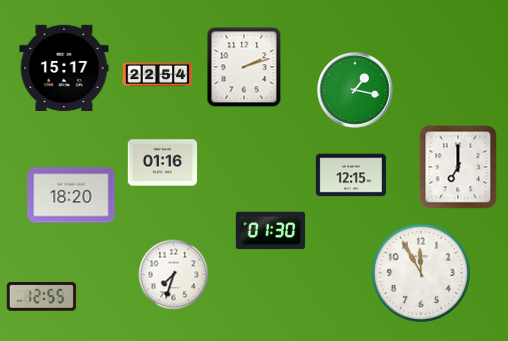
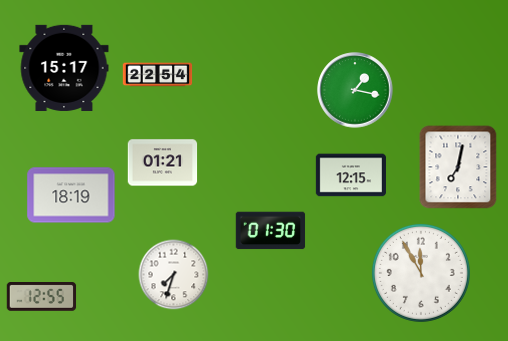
clock at (244, 67): 2:12 -> none
clock at (163, 163): 01:16 -> 01:21
clock at (458, 167): 7:00 -> 7:02
clock at (71, 195): 18:20 -> 18:19
